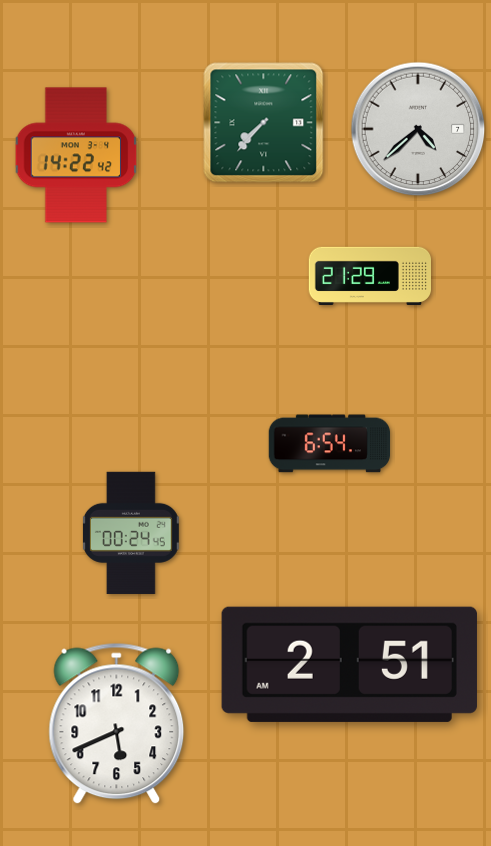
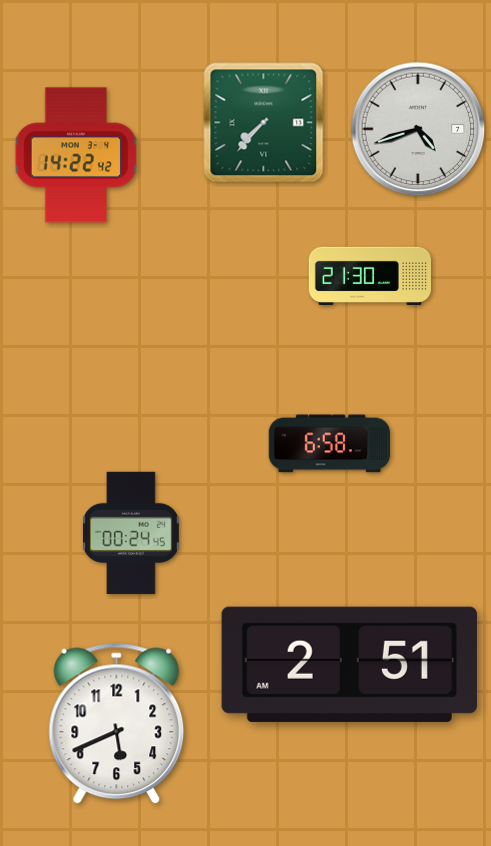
clock at (418, 129): 4:38 -> 4:42
clock at (369, 275): 21:29 -> 21:30
clock at (329, 444): 6:54 -> 6:58
